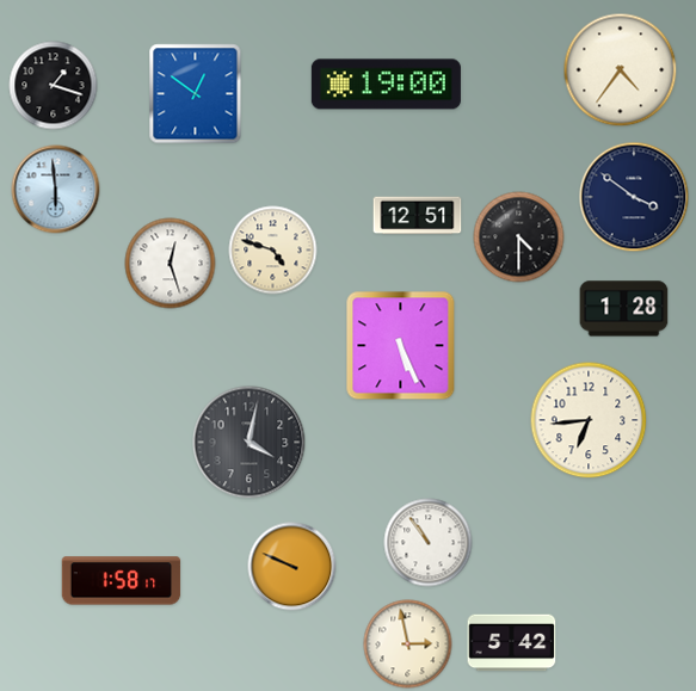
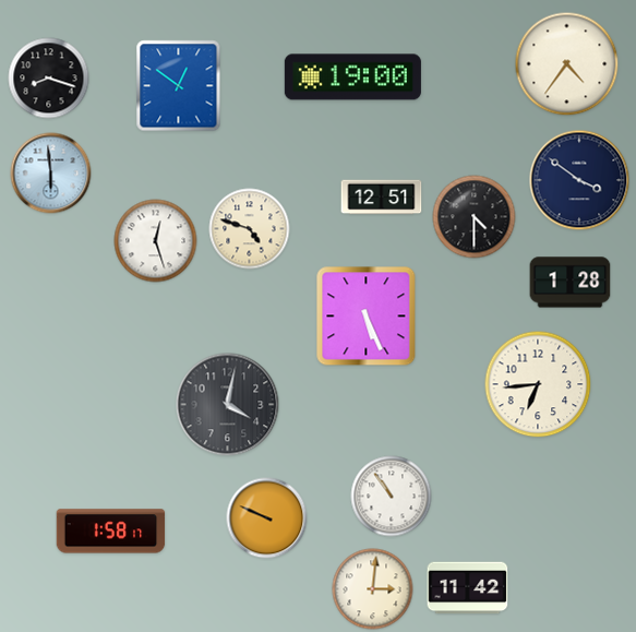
clock at (54, 86): 1:18 -> 8:18
clock at (512, 643): 5:42 -> 11:42
clock at (408, 644): 2:58 -> 3:01
